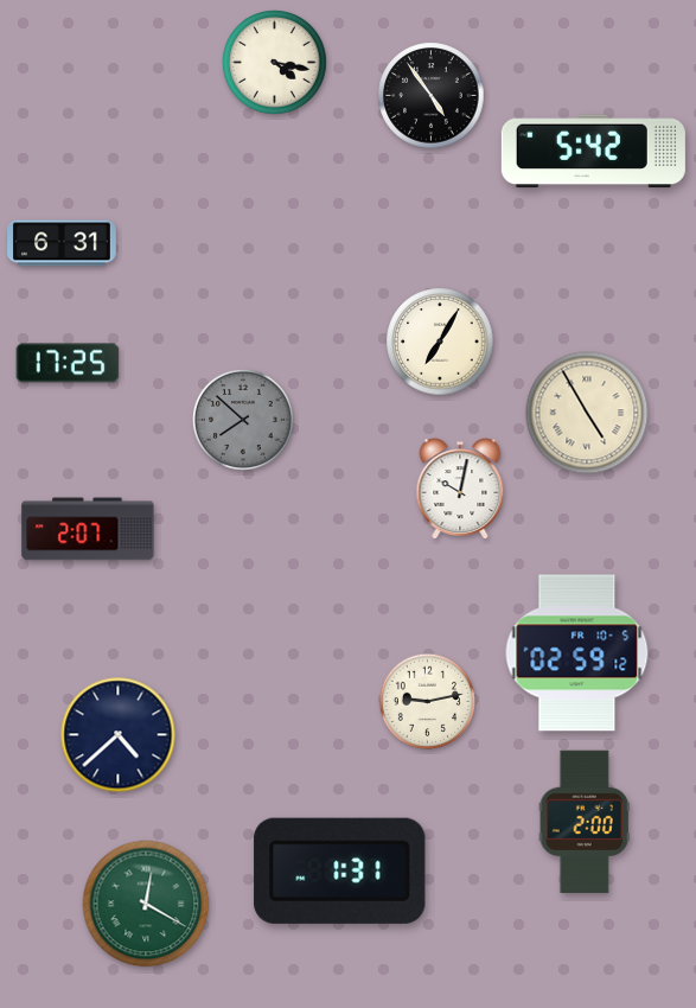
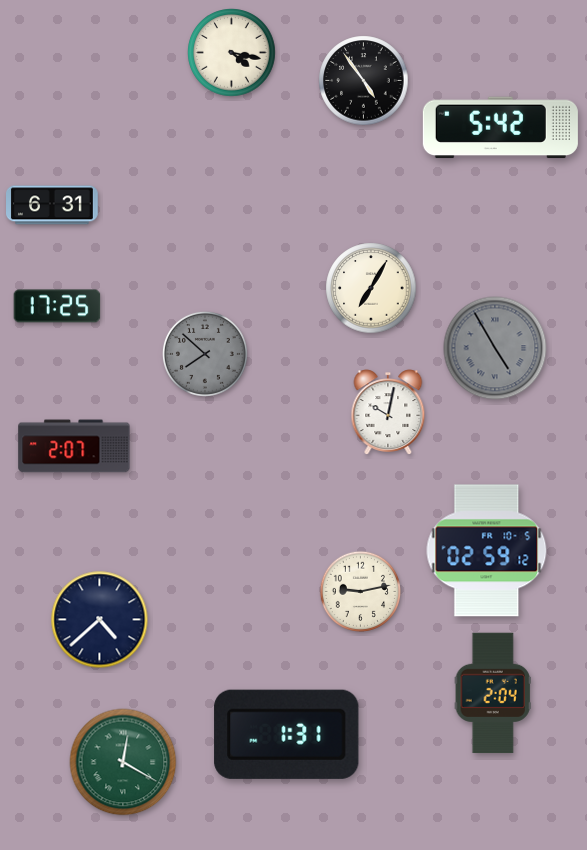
clock at (587, 413) dial: cream -> grey
clock at (585, 822): 2:00 -> 2:04
